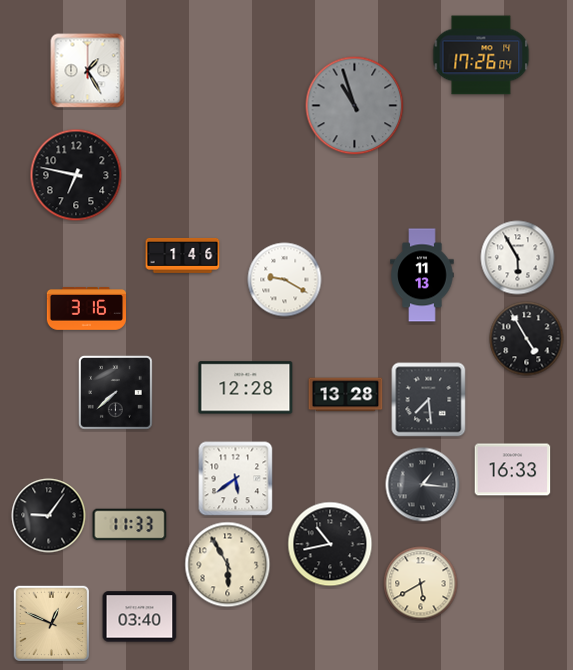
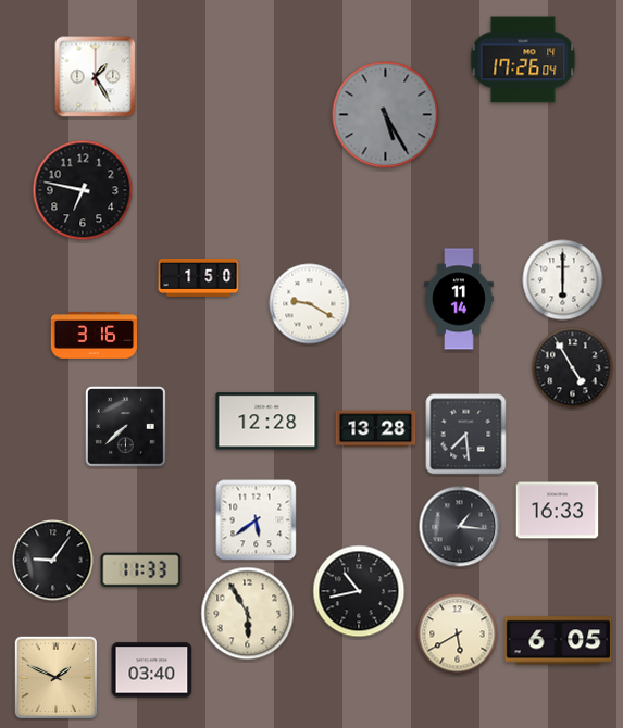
clock at (355, 106): 10:57 -> 5:25
clock at (183, 255): 1:46 -> 1:50
clock at (518, 258): 5:55 -> 6:00
clock at (422, 275): 11:13 -> 11:14
clock at (559, 641): none -> 6:05
clock at (51, 624): 12:49 -> 1:49
